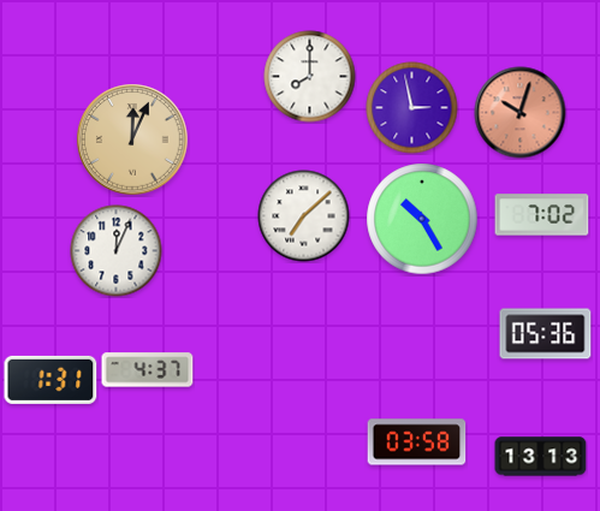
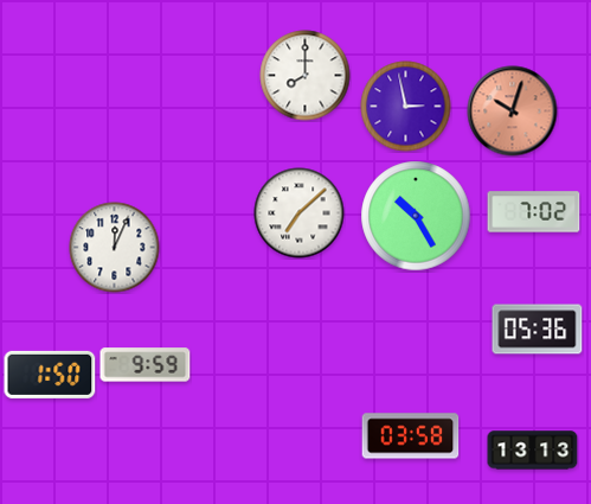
clock at (132, 139): 12:04 -> none
clock at (148, 370): 4:37 -> 9:59
clock at (51, 380): 1:31 -> 1:50
